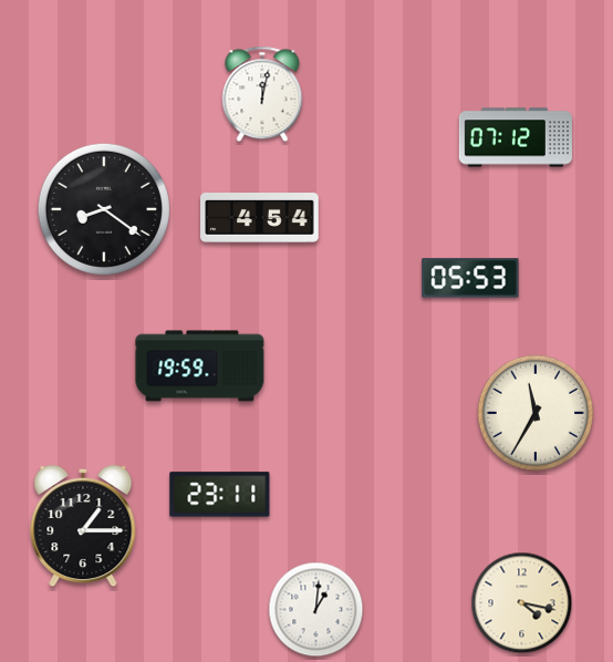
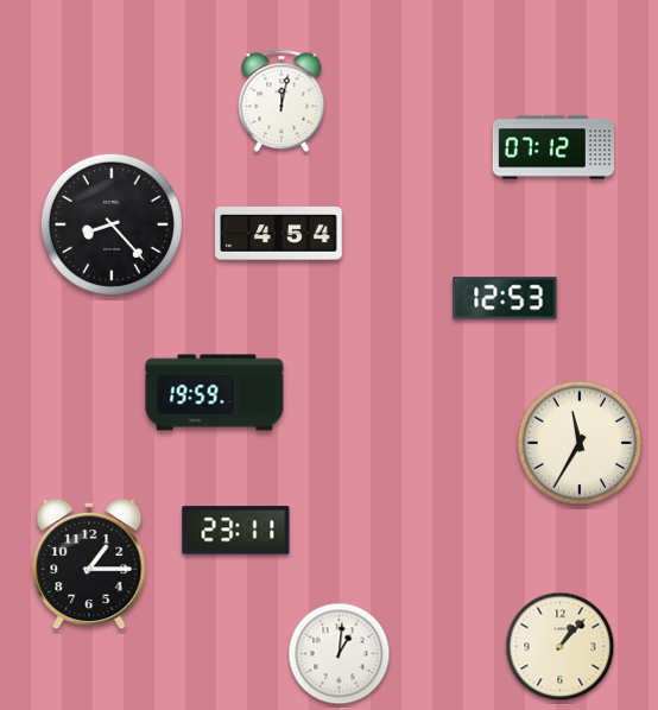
clock at (104, 209): 8:21 -> 8:23
clock at (470, 278): 05:53 -> 12:53
clock at (536, 413) position: (536, 413) -> (580, 443)
clock at (522, 603): 4:17 -> 1:07
